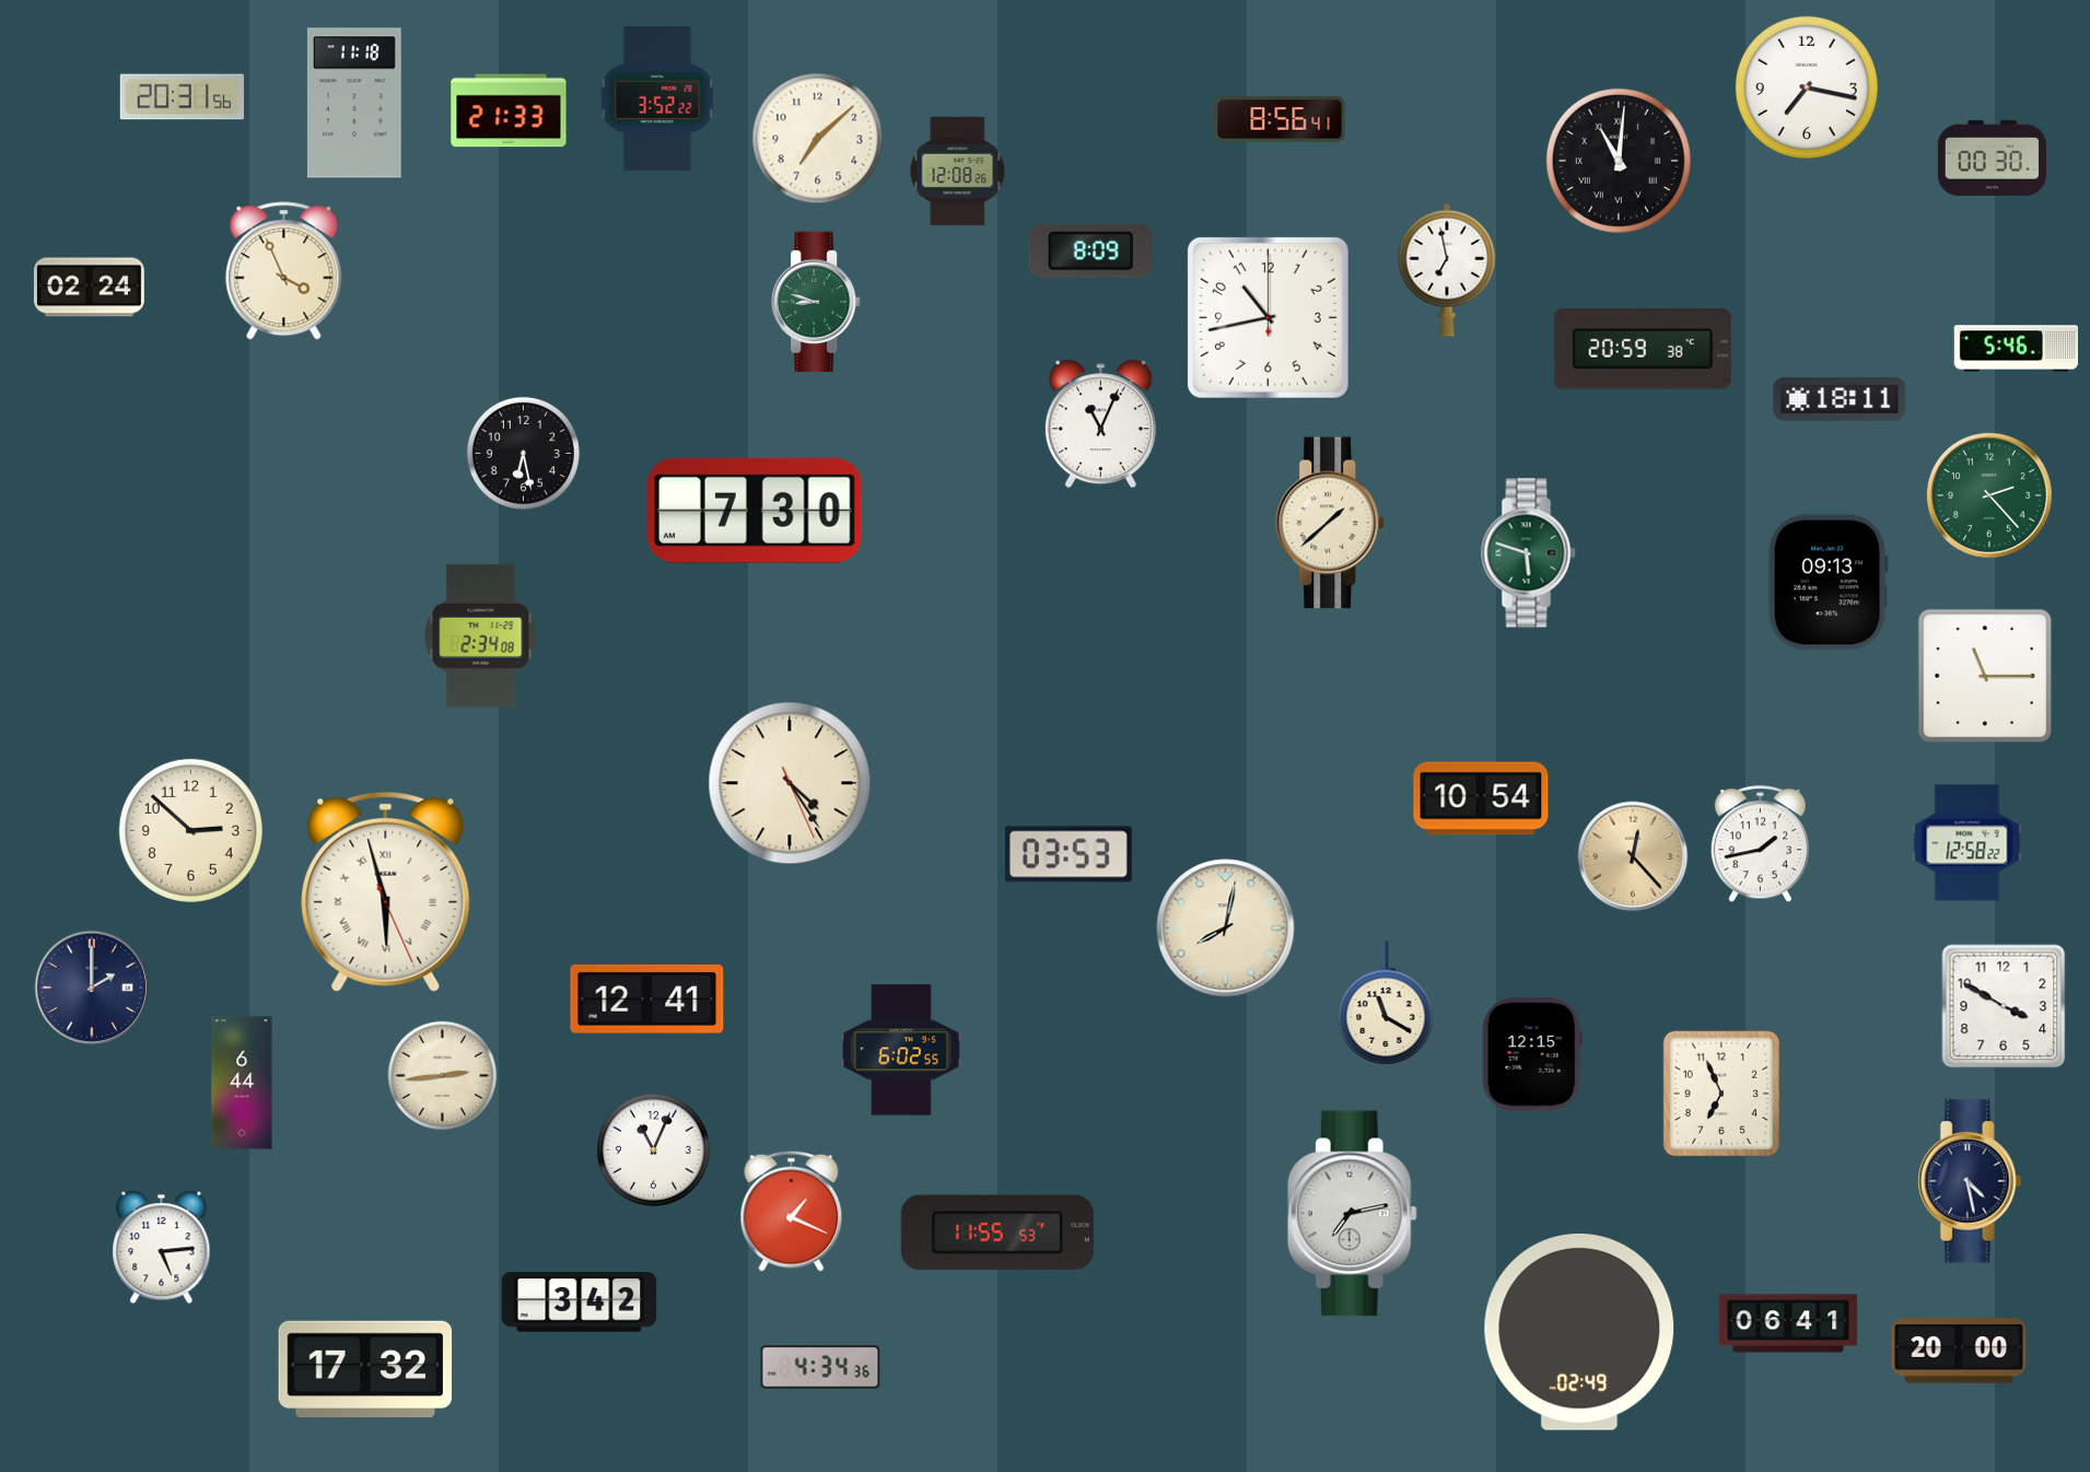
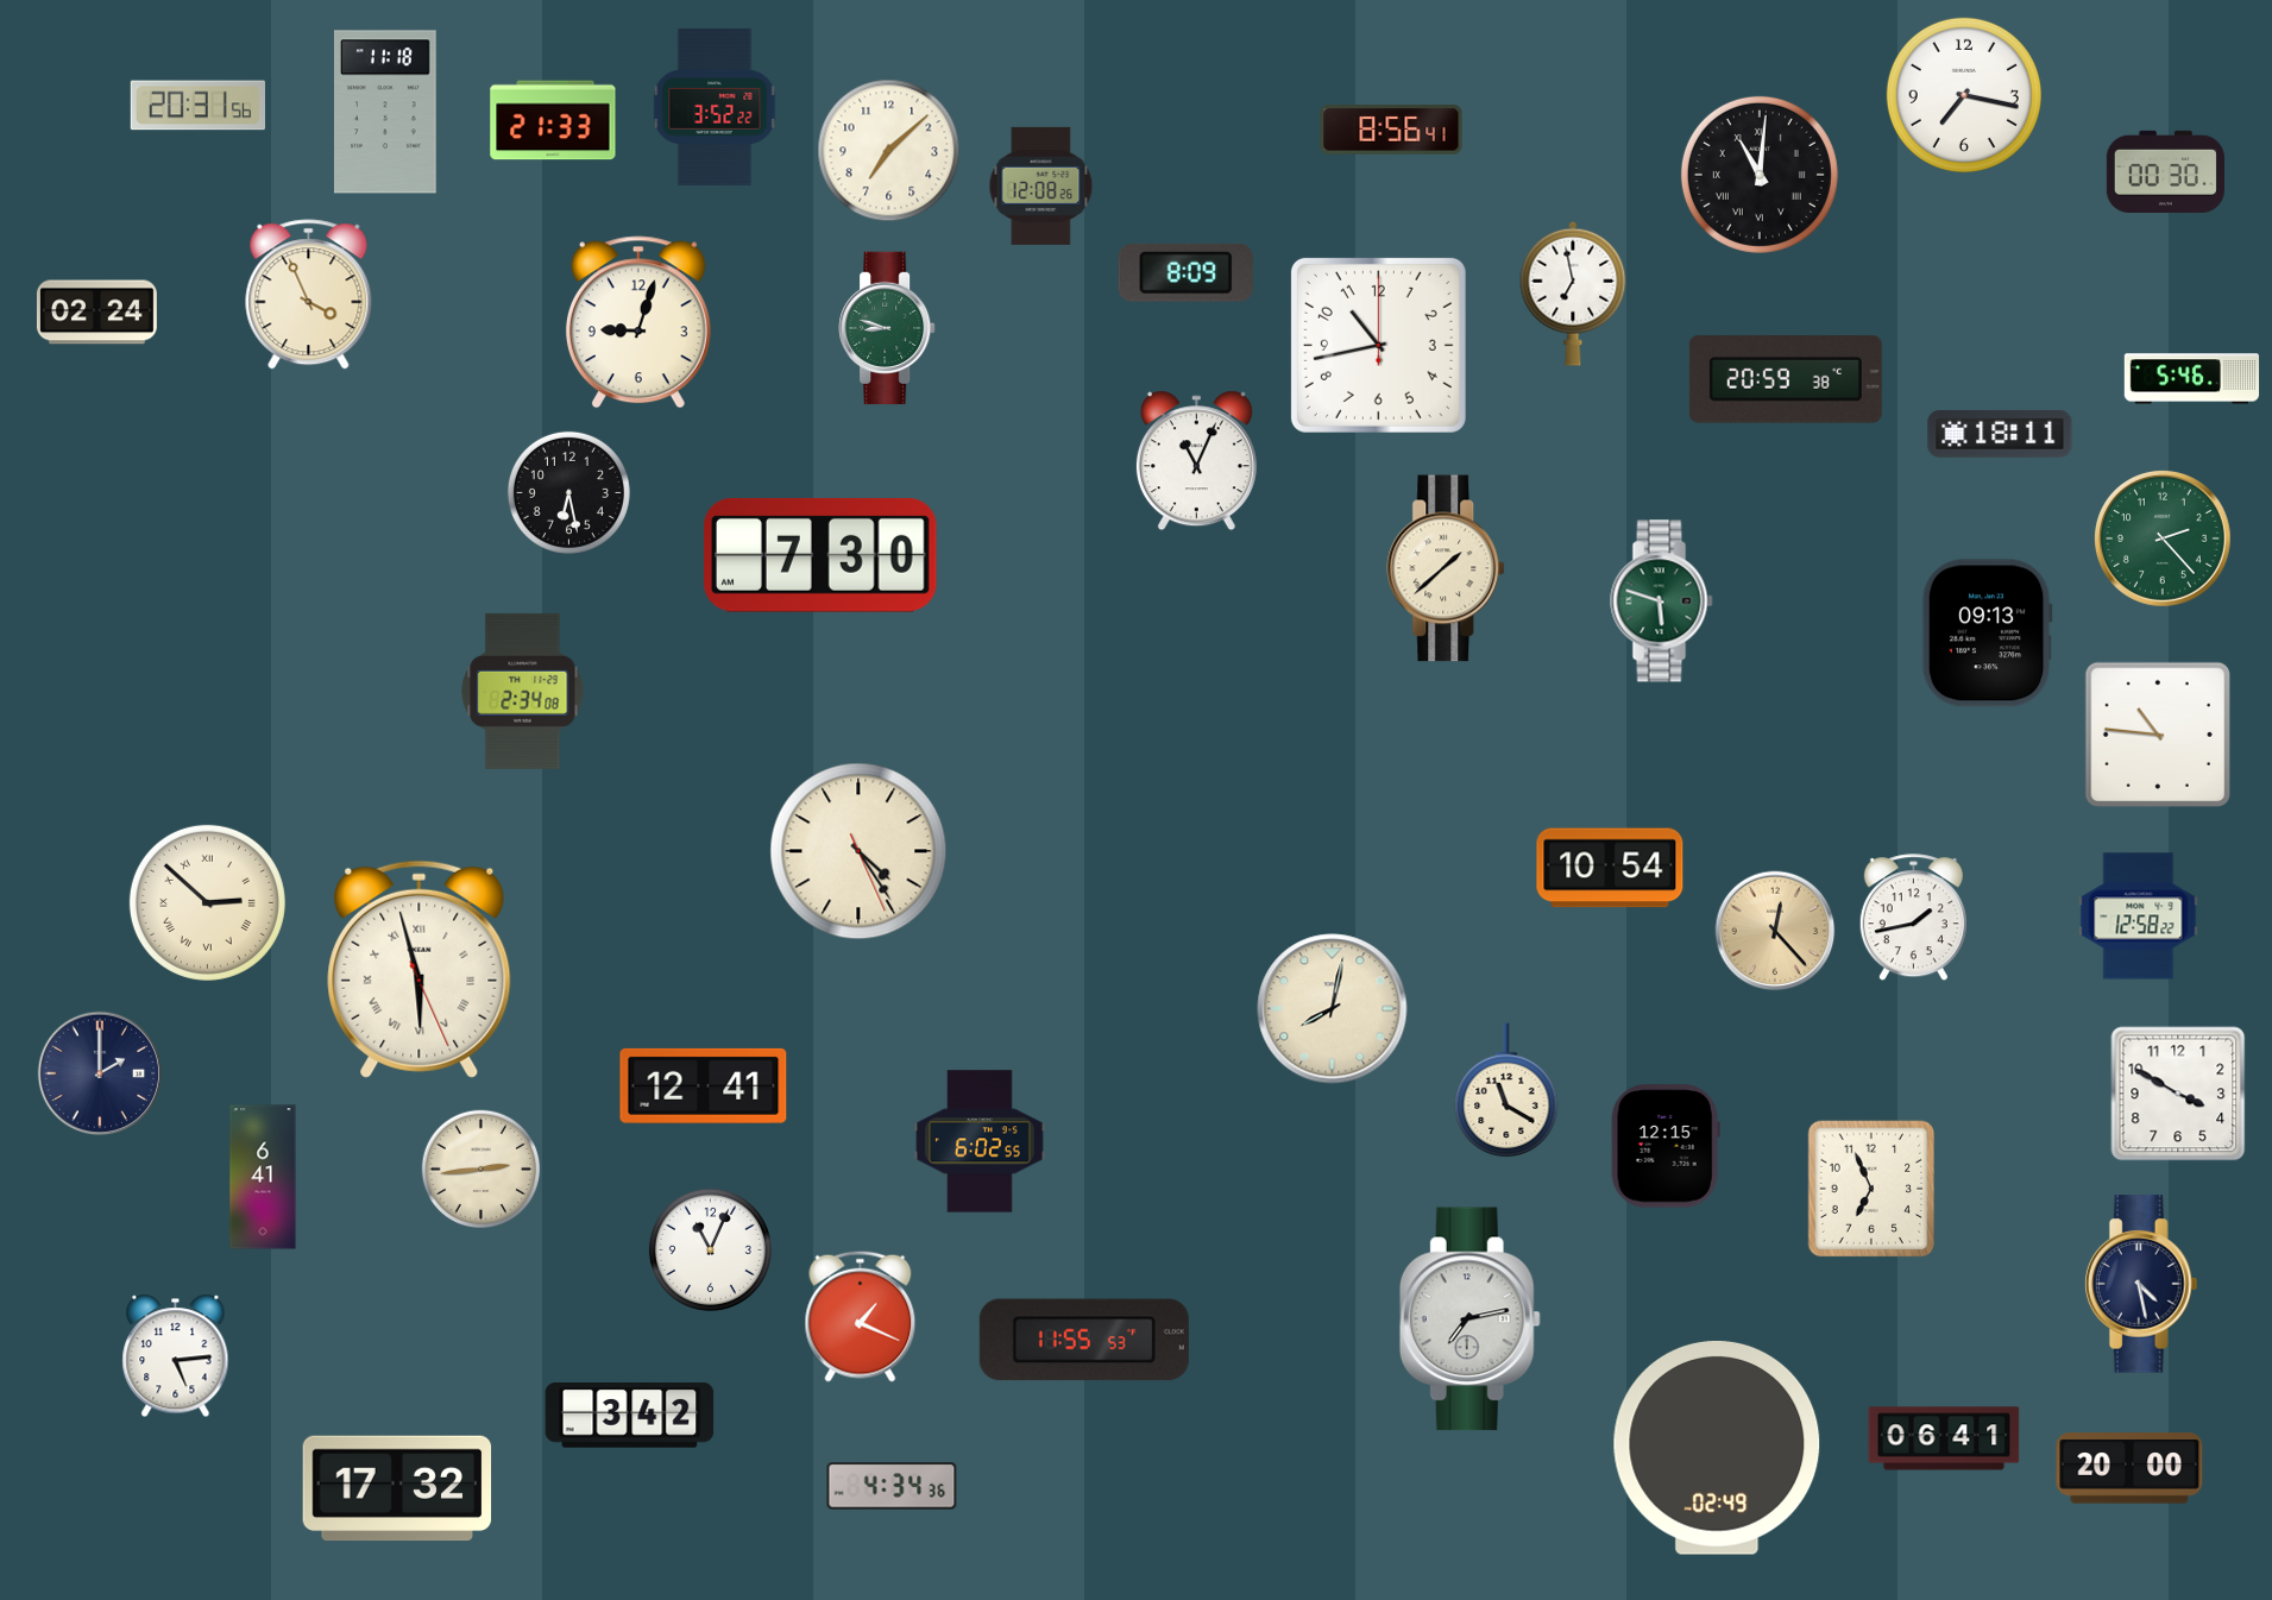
clock at (638, 322): none -> 9:03
clock at (1985, 676): 11:15 -> 10:46
clock at (190, 830) numerals: Arabic -> Roman
clock at (1069, 854): 03:53 -> none
clock at (242, 1083): 6:44 -> 6:41
